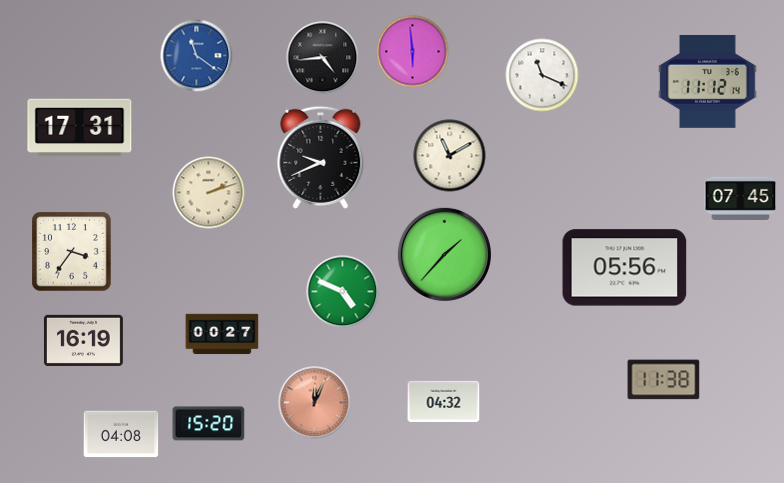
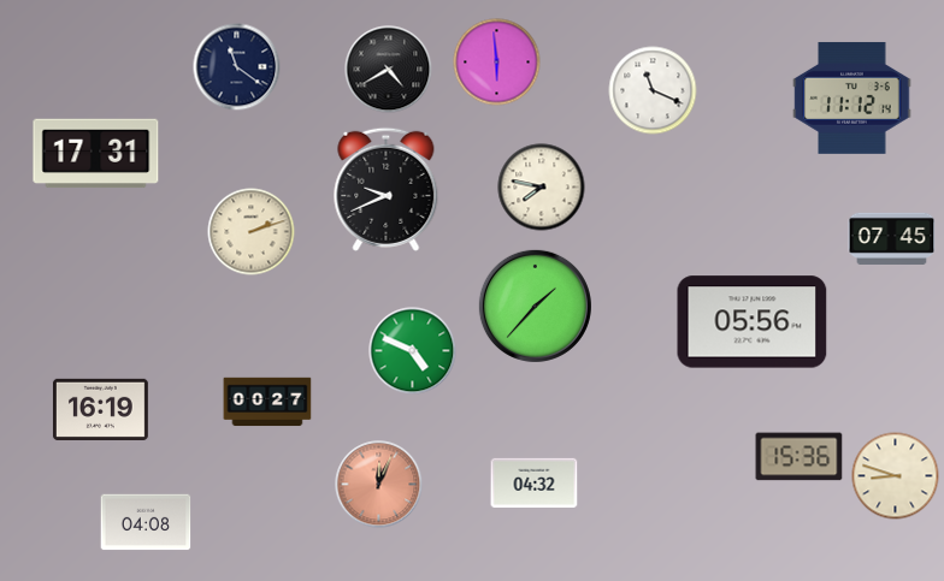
clock at (197, 56) dial: blue -> navy
clock at (323, 58): 4:44 -> 4:40
clock at (450, 156): 11:10 -> 7:47
clock at (72, 252): 3:36 -> none
clock at (664, 380): 11:38 -> 15:36
clock at (896, 476): none -> 8:48
clock at (209, 424): 15:20 -> none
